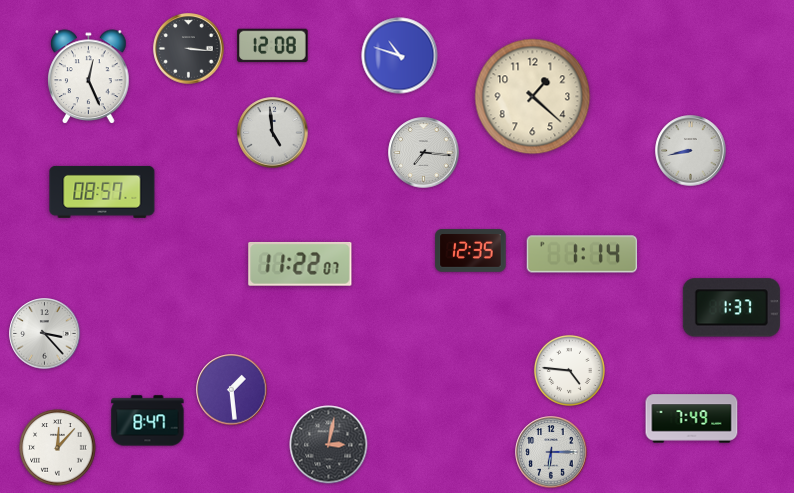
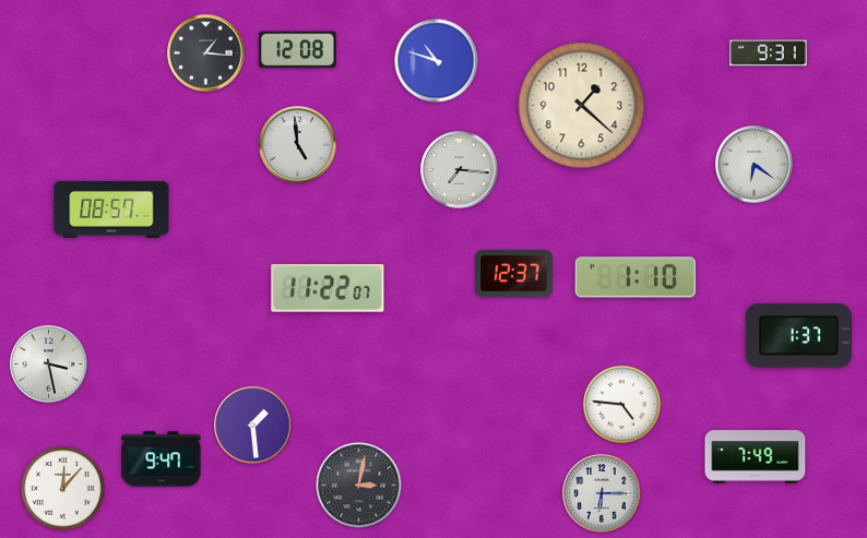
clock at (189, 49): 3:16 -> 1:16
clock at (769, 53): none -> 9:31
clock at (89, 77): 12:26 -> none
clock at (691, 151): 8:43 -> 6:21
clock at (424, 153) position: (424, 153) -> (460, 170)
clock at (471, 251): 12:35 -> 12:37
clock at (582, 254): 1:14 -> 1:10
clock at (45, 334): 3:23 -> 3:28
clock at (148, 421): 8:47 -> 9:47
